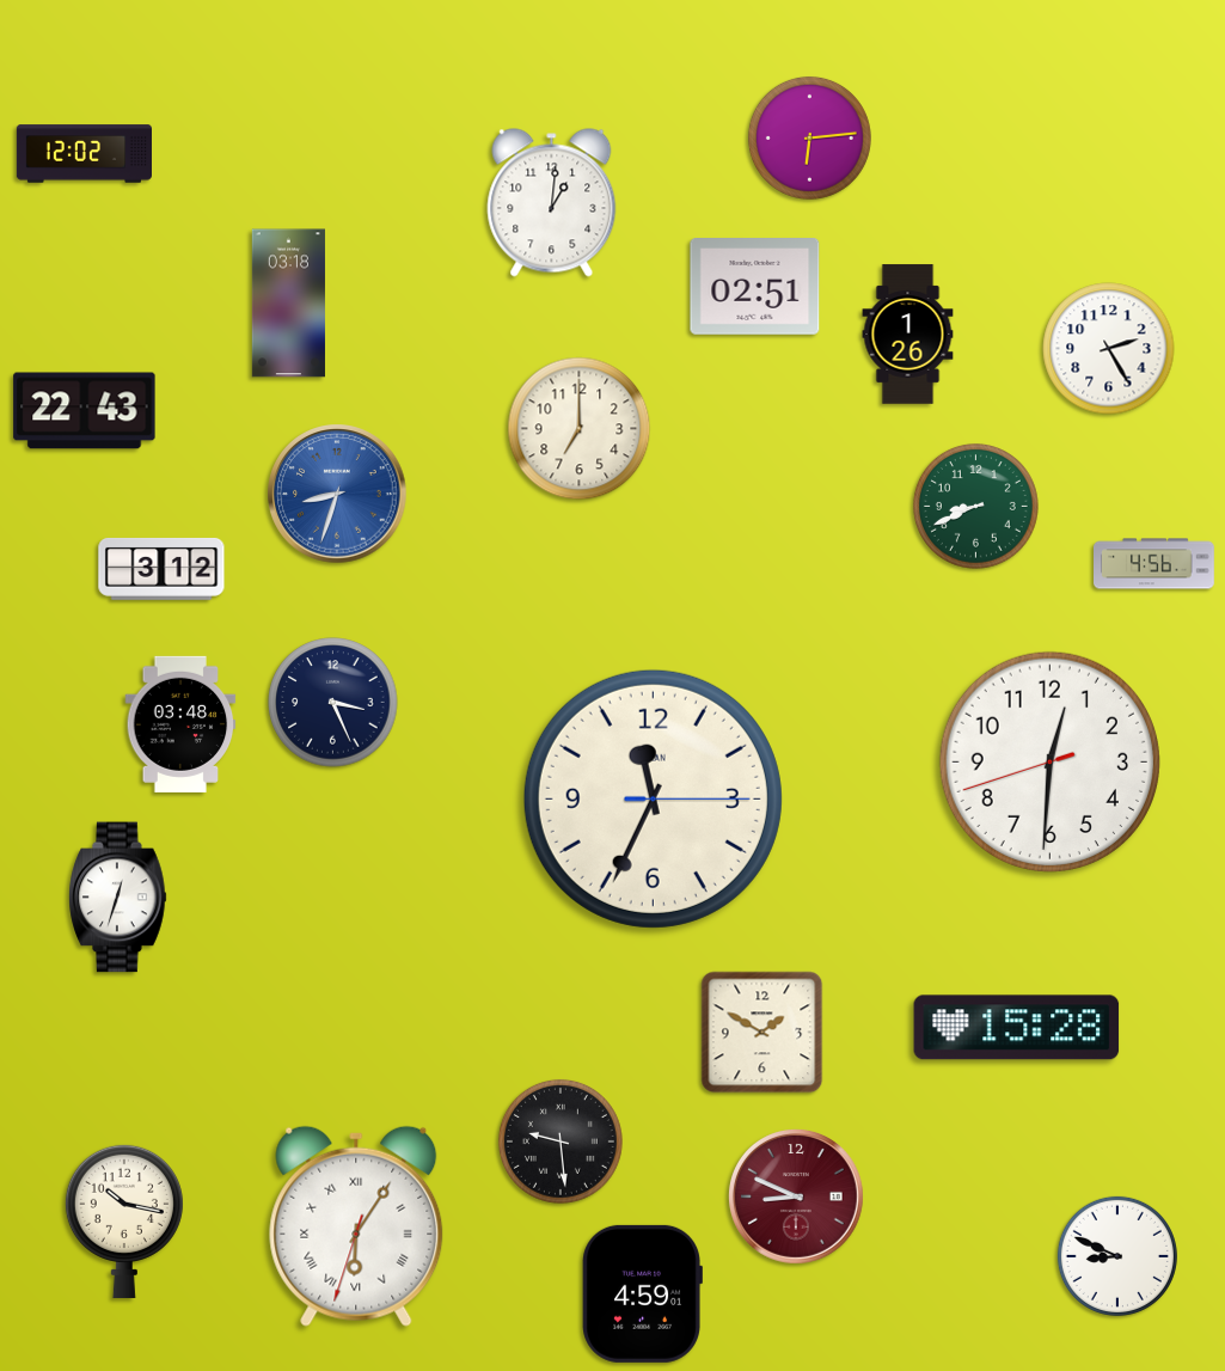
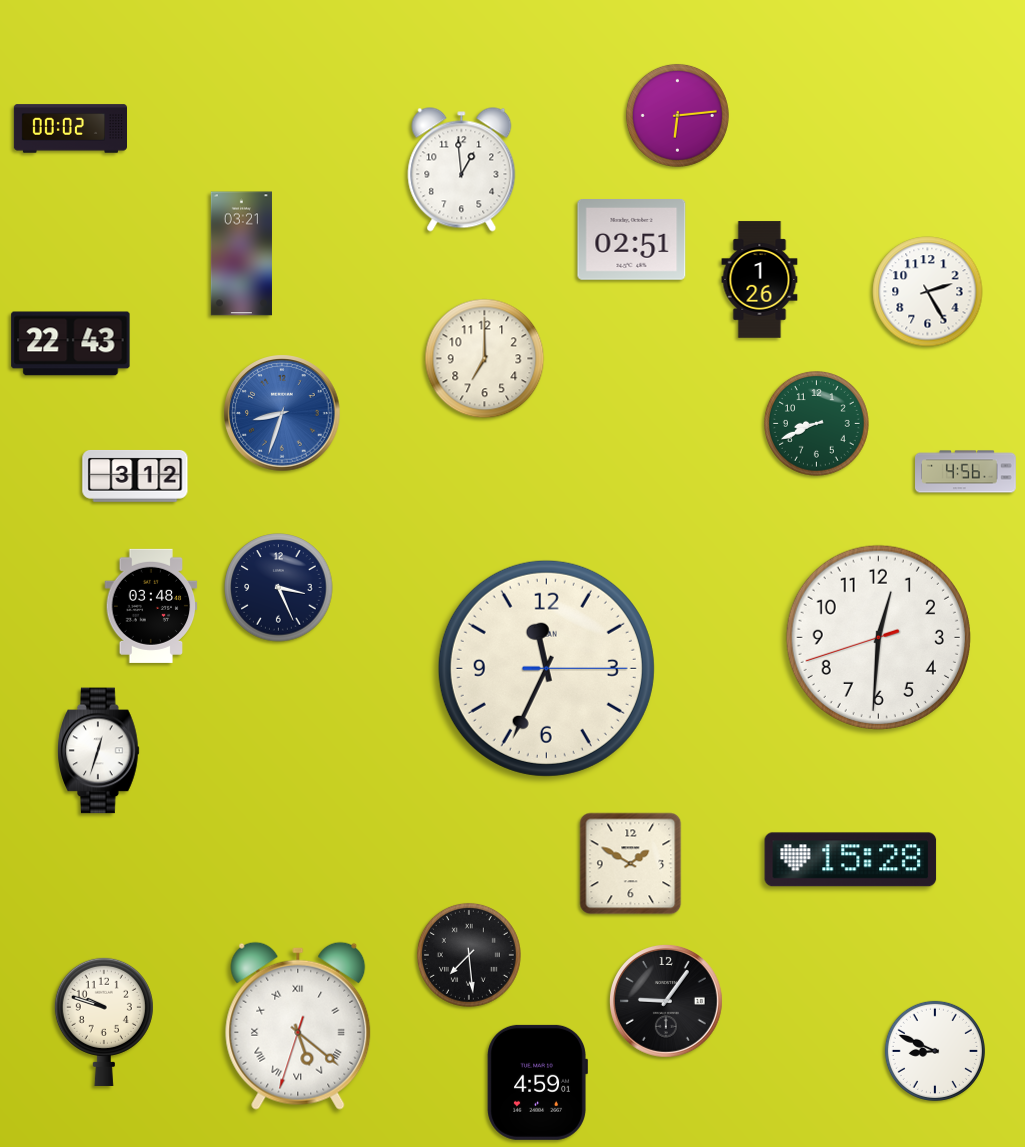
clock at (84, 154): 12:02 -> 00:02
clock at (552, 203): 1:01 -> 12:59
clock at (288, 304): 03:18 -> 03:21
clock at (762, 1033) position: (762, 1033) -> (631, 864)
clock at (561, 1142): 9:29 -> 7:29
clock at (796, 1196): 8:49 -> 9:06
clock at (796, 1196) dial: burgundy -> black
clock at (124, 1220): 10:17 -> 9:48
clock at (356, 1226): 6:05 -> 5:21
